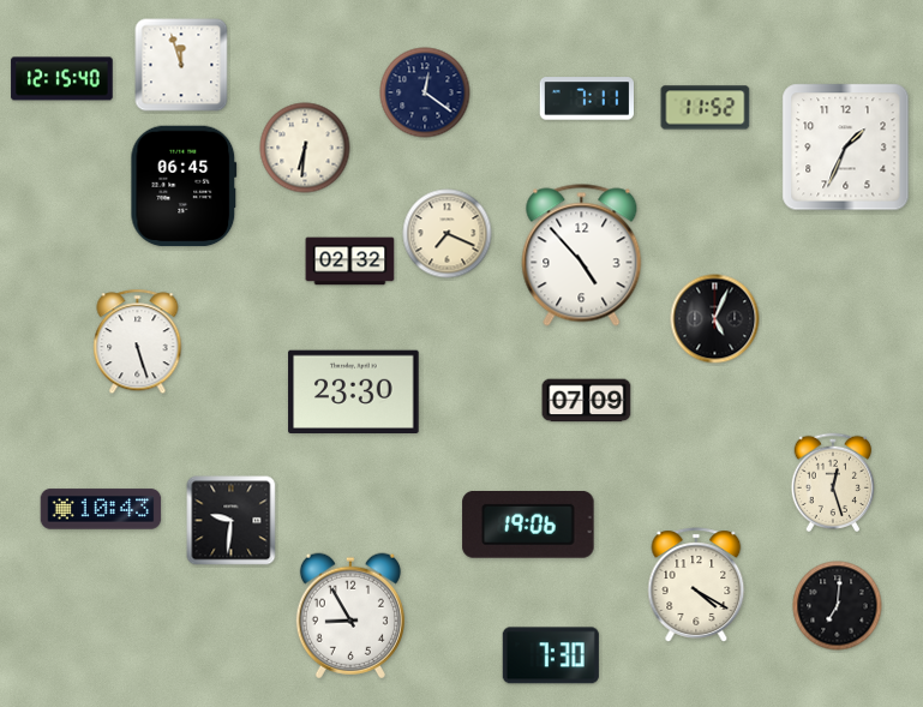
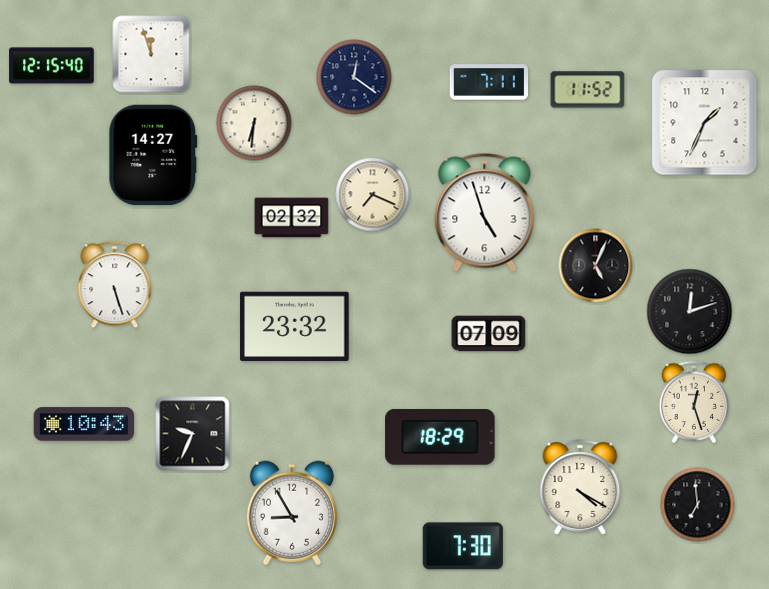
clock at (184, 186): 06:45 -> 14:27
clock at (582, 256): 4:53 -> 4:57
clock at (690, 312): none -> 12:12
clock at (354, 391): 23:30 -> 23:32
clock at (232, 521): 9:31 -> 9:34
clock at (528, 526): 19:06 -> 18:29
clock at (838, 606): 7:01 -> 6:59
clock at (551, 655) position: (551, 655) -> (463, 546)
